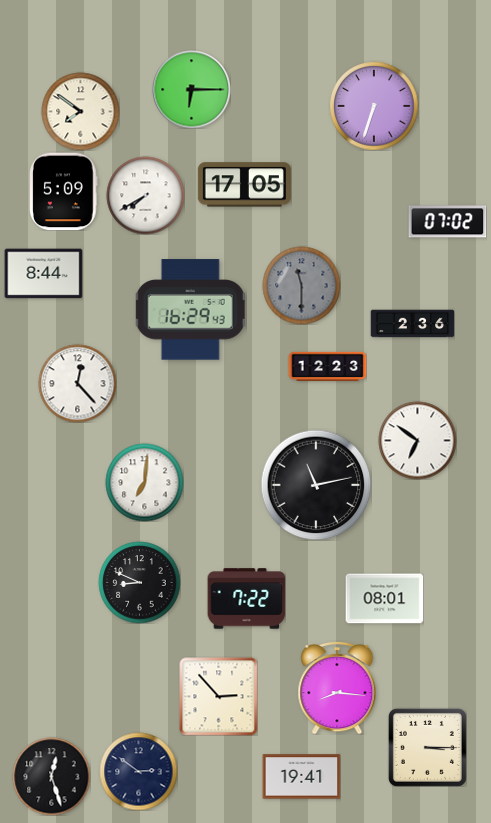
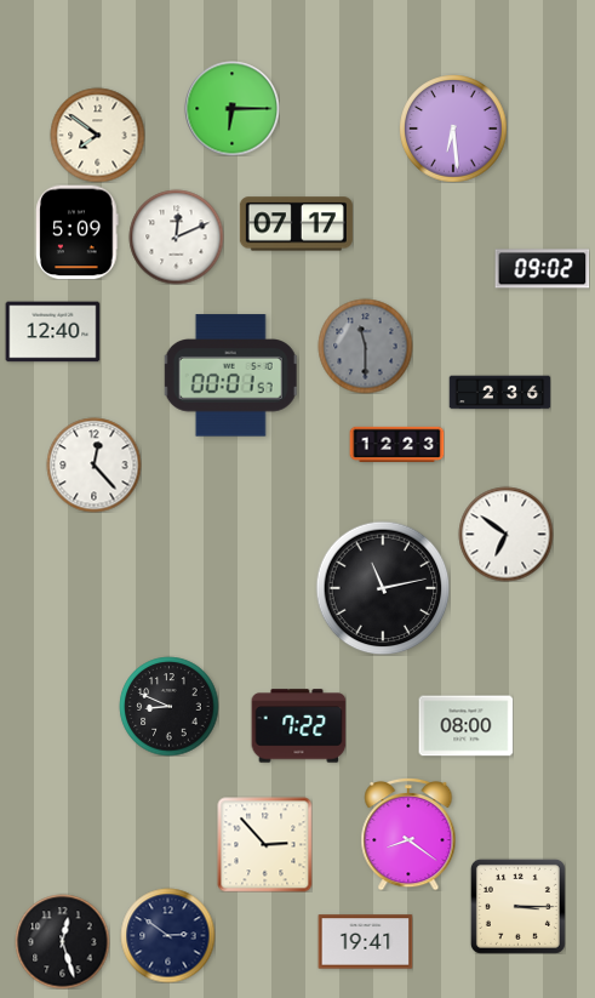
clock at (374, 106): 6:33 -> 6:29
clock at (244, 185): 17:05 -> 07:17
clock at (145, 195): 7:40 -> 12:11
clock at (447, 222): 07:02 -> 09:02
clock at (43, 274): 8:44 -> 12:40
clock at (190, 310): 16:29 -> 00:01
clock at (144, 482): 7:01 -> none
clock at (384, 599): 08:01 -> 08:00
clock at (337, 688): 8:16 -> 8:21
